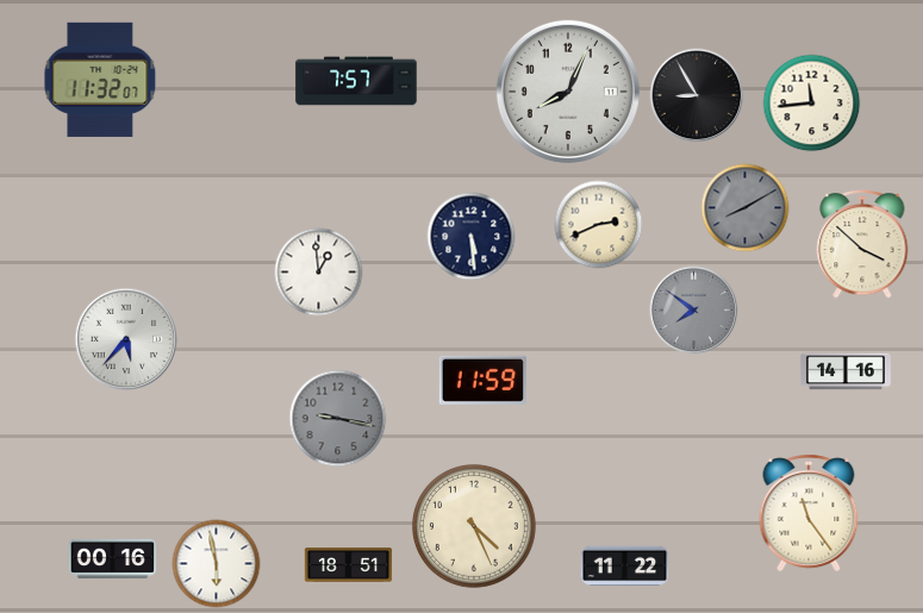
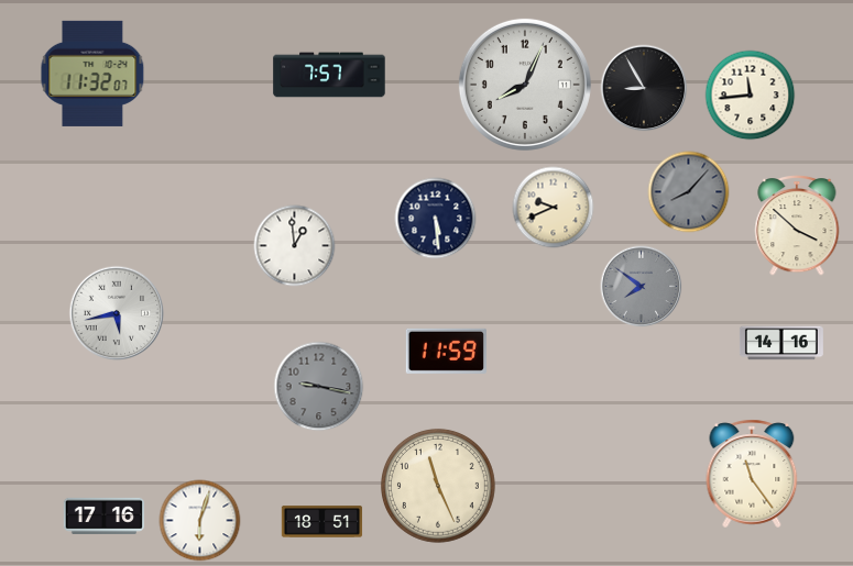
clock at (746, 208): 8:10 -> 8:07
clock at (599, 225): 2:41 -> 9:41
clock at (319, 273) position: (319, 273) -> (295, 246)
clock at (126, 339): 5:37 -> 5:43
clock at (338, 419) position: (338, 419) -> (319, 387)
clock at (809, 513) position: (809, 513) -> (752, 474)
clock at (474, 526): 4:26 -> 11:26
clock at (113, 558): 00:16 -> 17:16
clock at (217, 564): 5:58 -> 6:03
clock at (625, 567): 11:22 -> none
